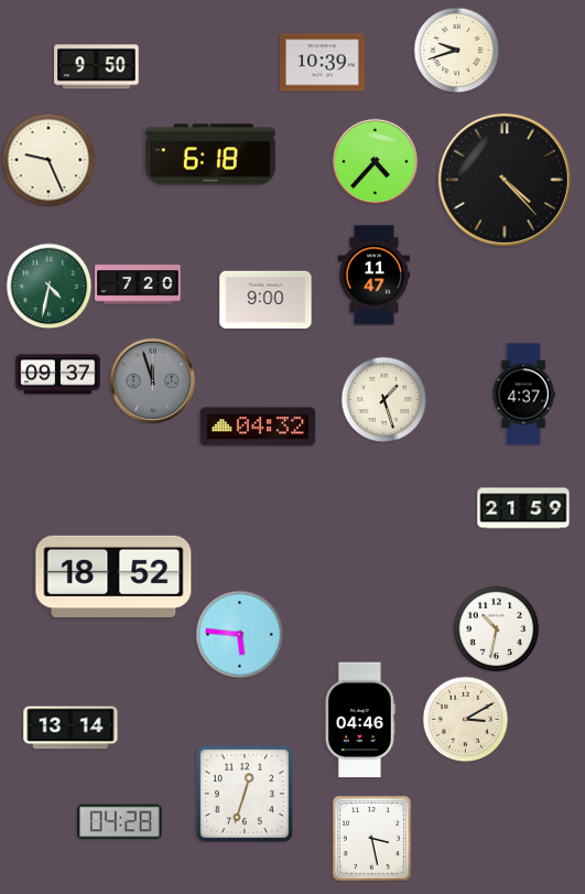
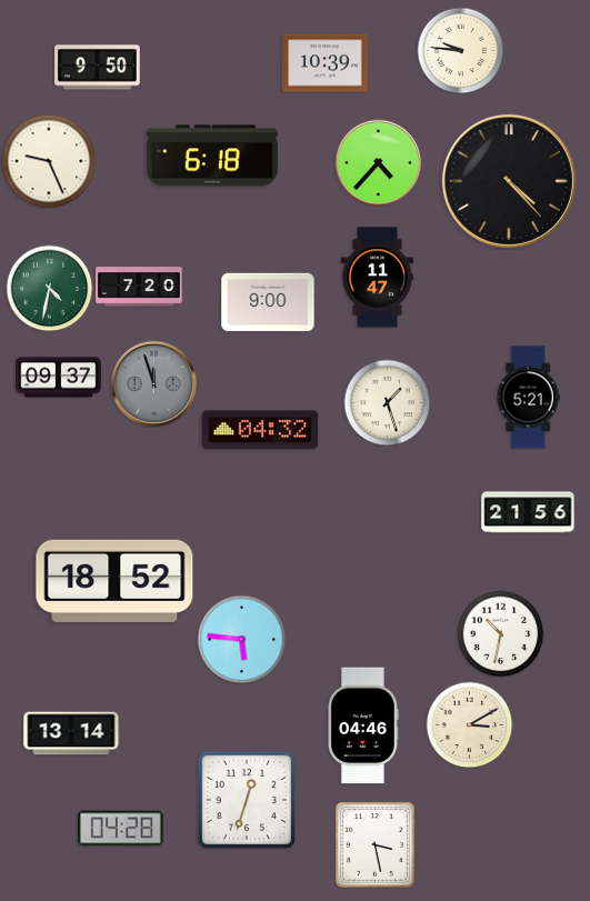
clock at (456, 50): 9:42 -> 9:46
clock at (523, 395): 4:37 -> 5:21
clock at (523, 508): 21:59 -> 21:56
